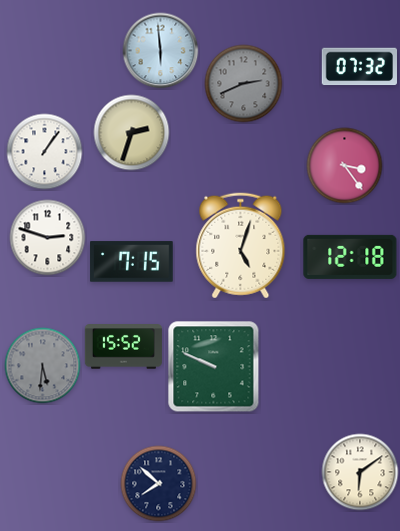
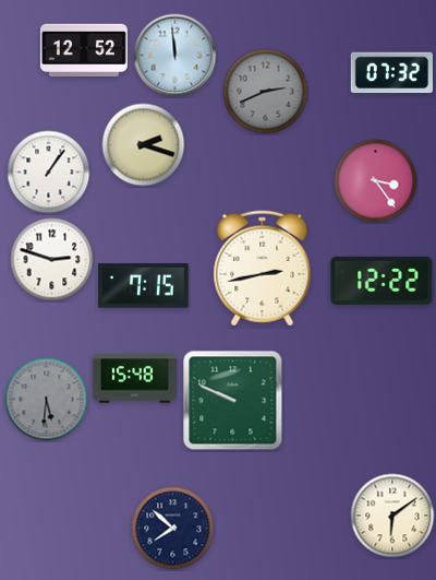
clock at (84, 50): none -> 12:52
clock at (161, 51): 5:59 -> 11:59
clock at (132, 133): 2:33 -> 2:18
clock at (45, 152) position: (45, 152) -> (49, 173)
clock at (241, 246): 5:03 -> 2:43
clock at (350, 257): 12:18 -> 12:22
clock at (123, 347): 15:52 -> 15:48
